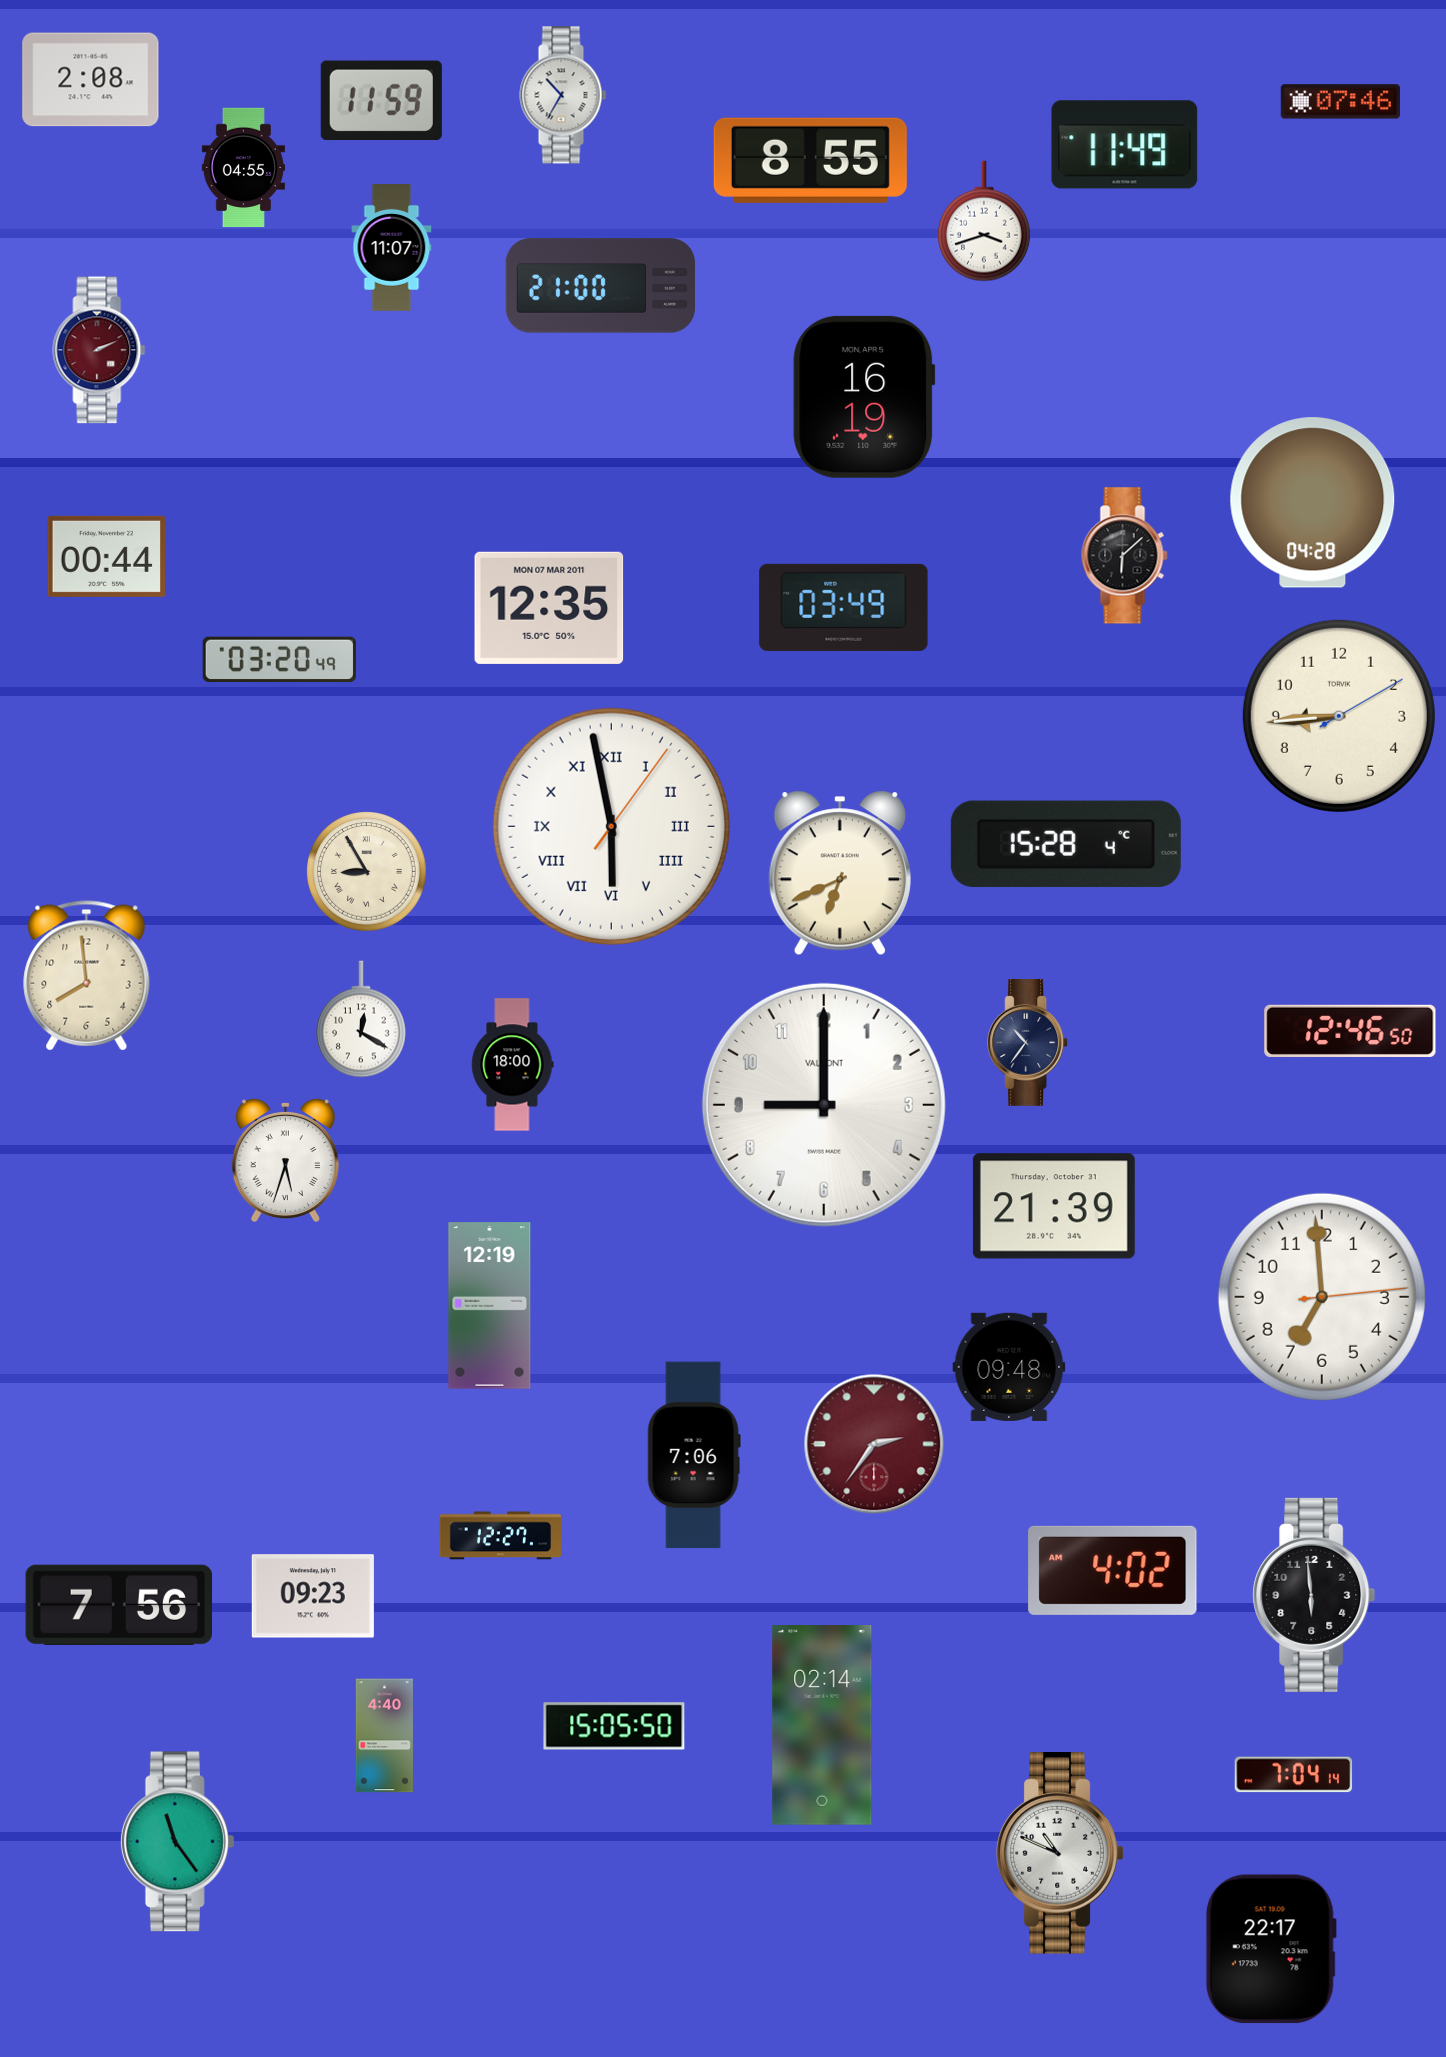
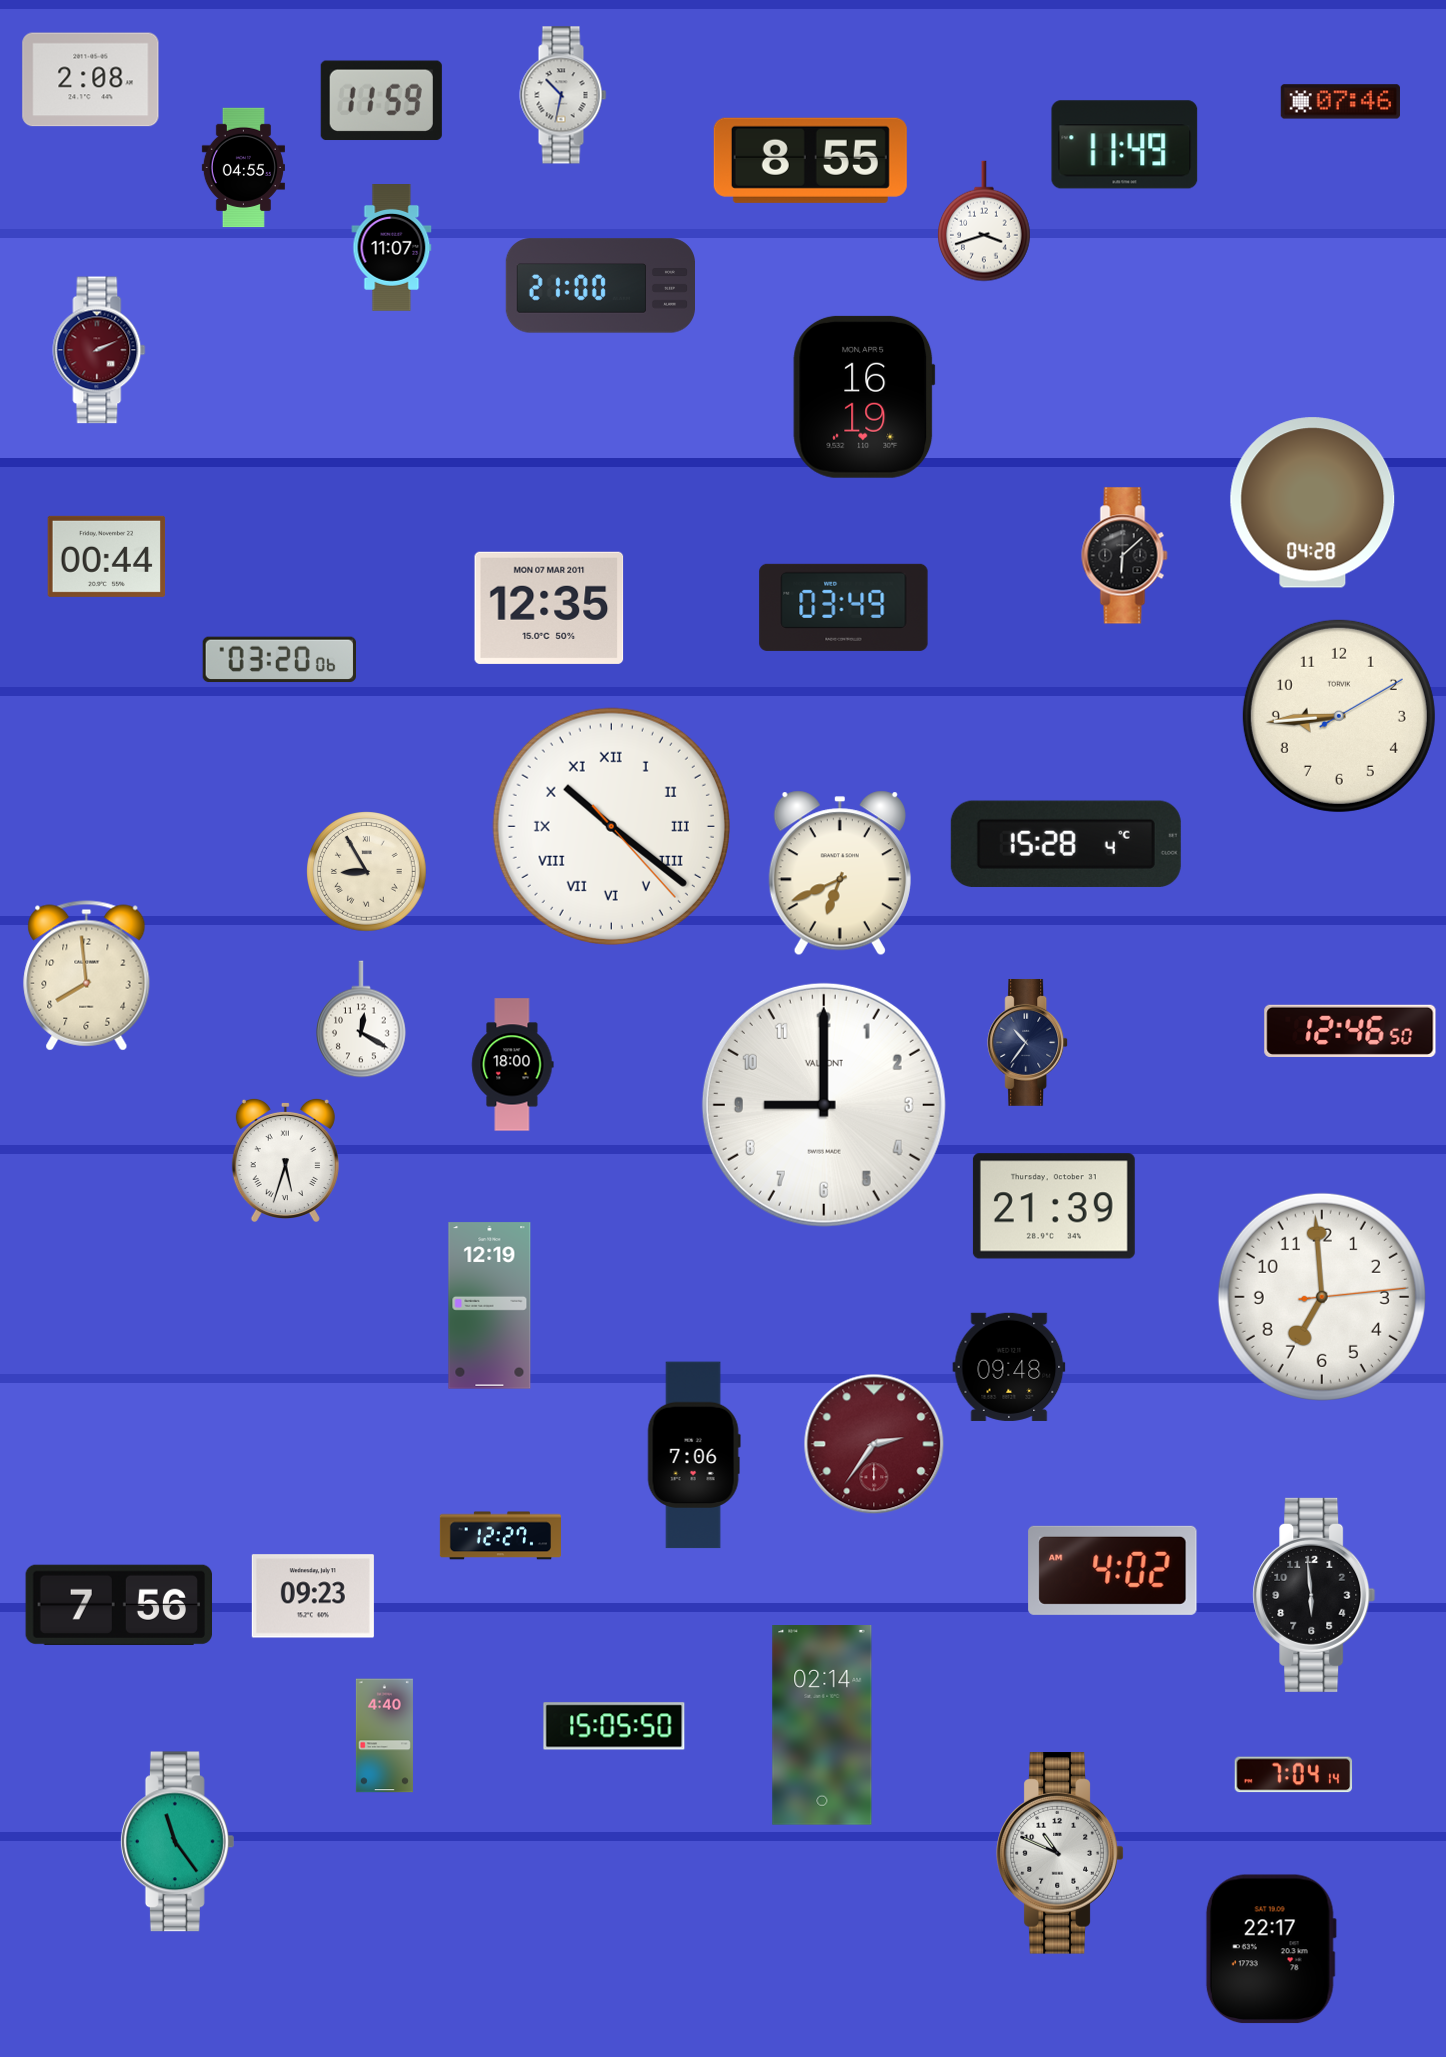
clock at (563, 95): 10:35 -> 10:32
clock at (279, 660): 03:20:49 -> 03:20:06
clock at (611, 826): 5:58 -> 10:21
